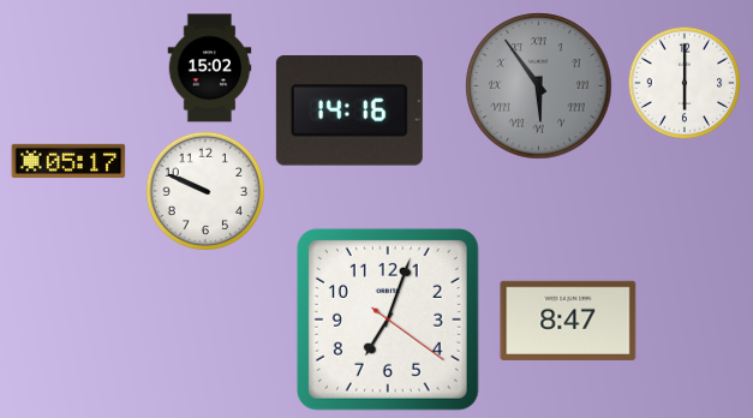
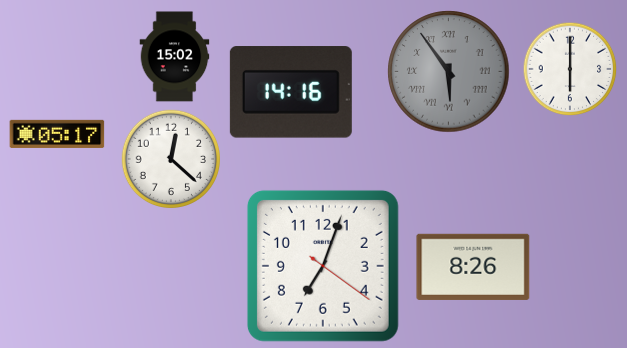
clock at (204, 190): 9:49 -> 12:22
clock at (568, 321): 8:47 -> 8:26
